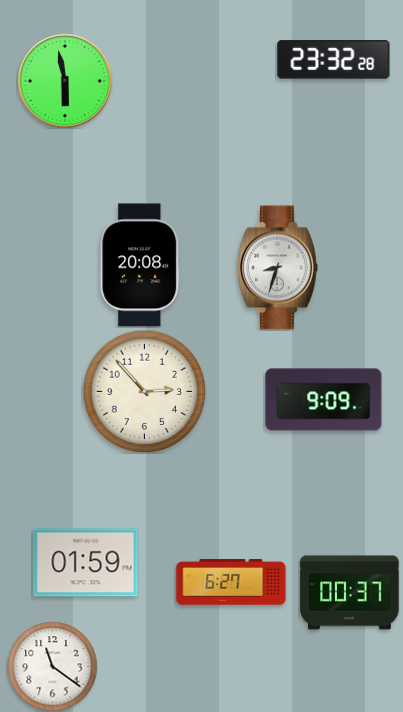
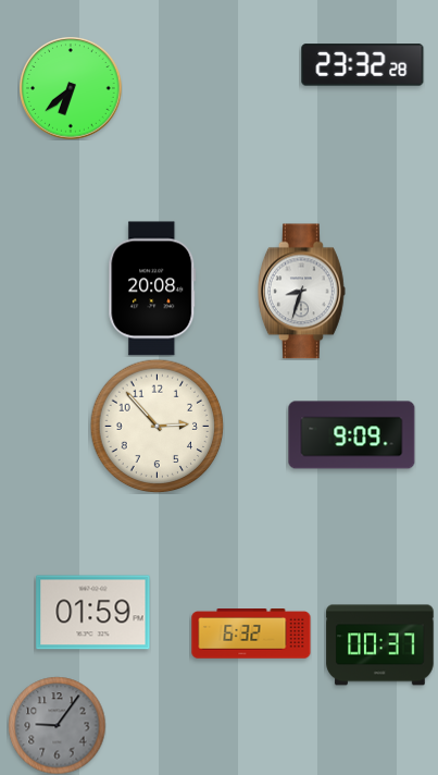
clock at (65, 81): 5:58 -> 6:38
clock at (231, 582): 6:27 -> 6:32
clock at (52, 666): 11:21 -> 9:06
clock at (52, 666) dial: white -> grey
